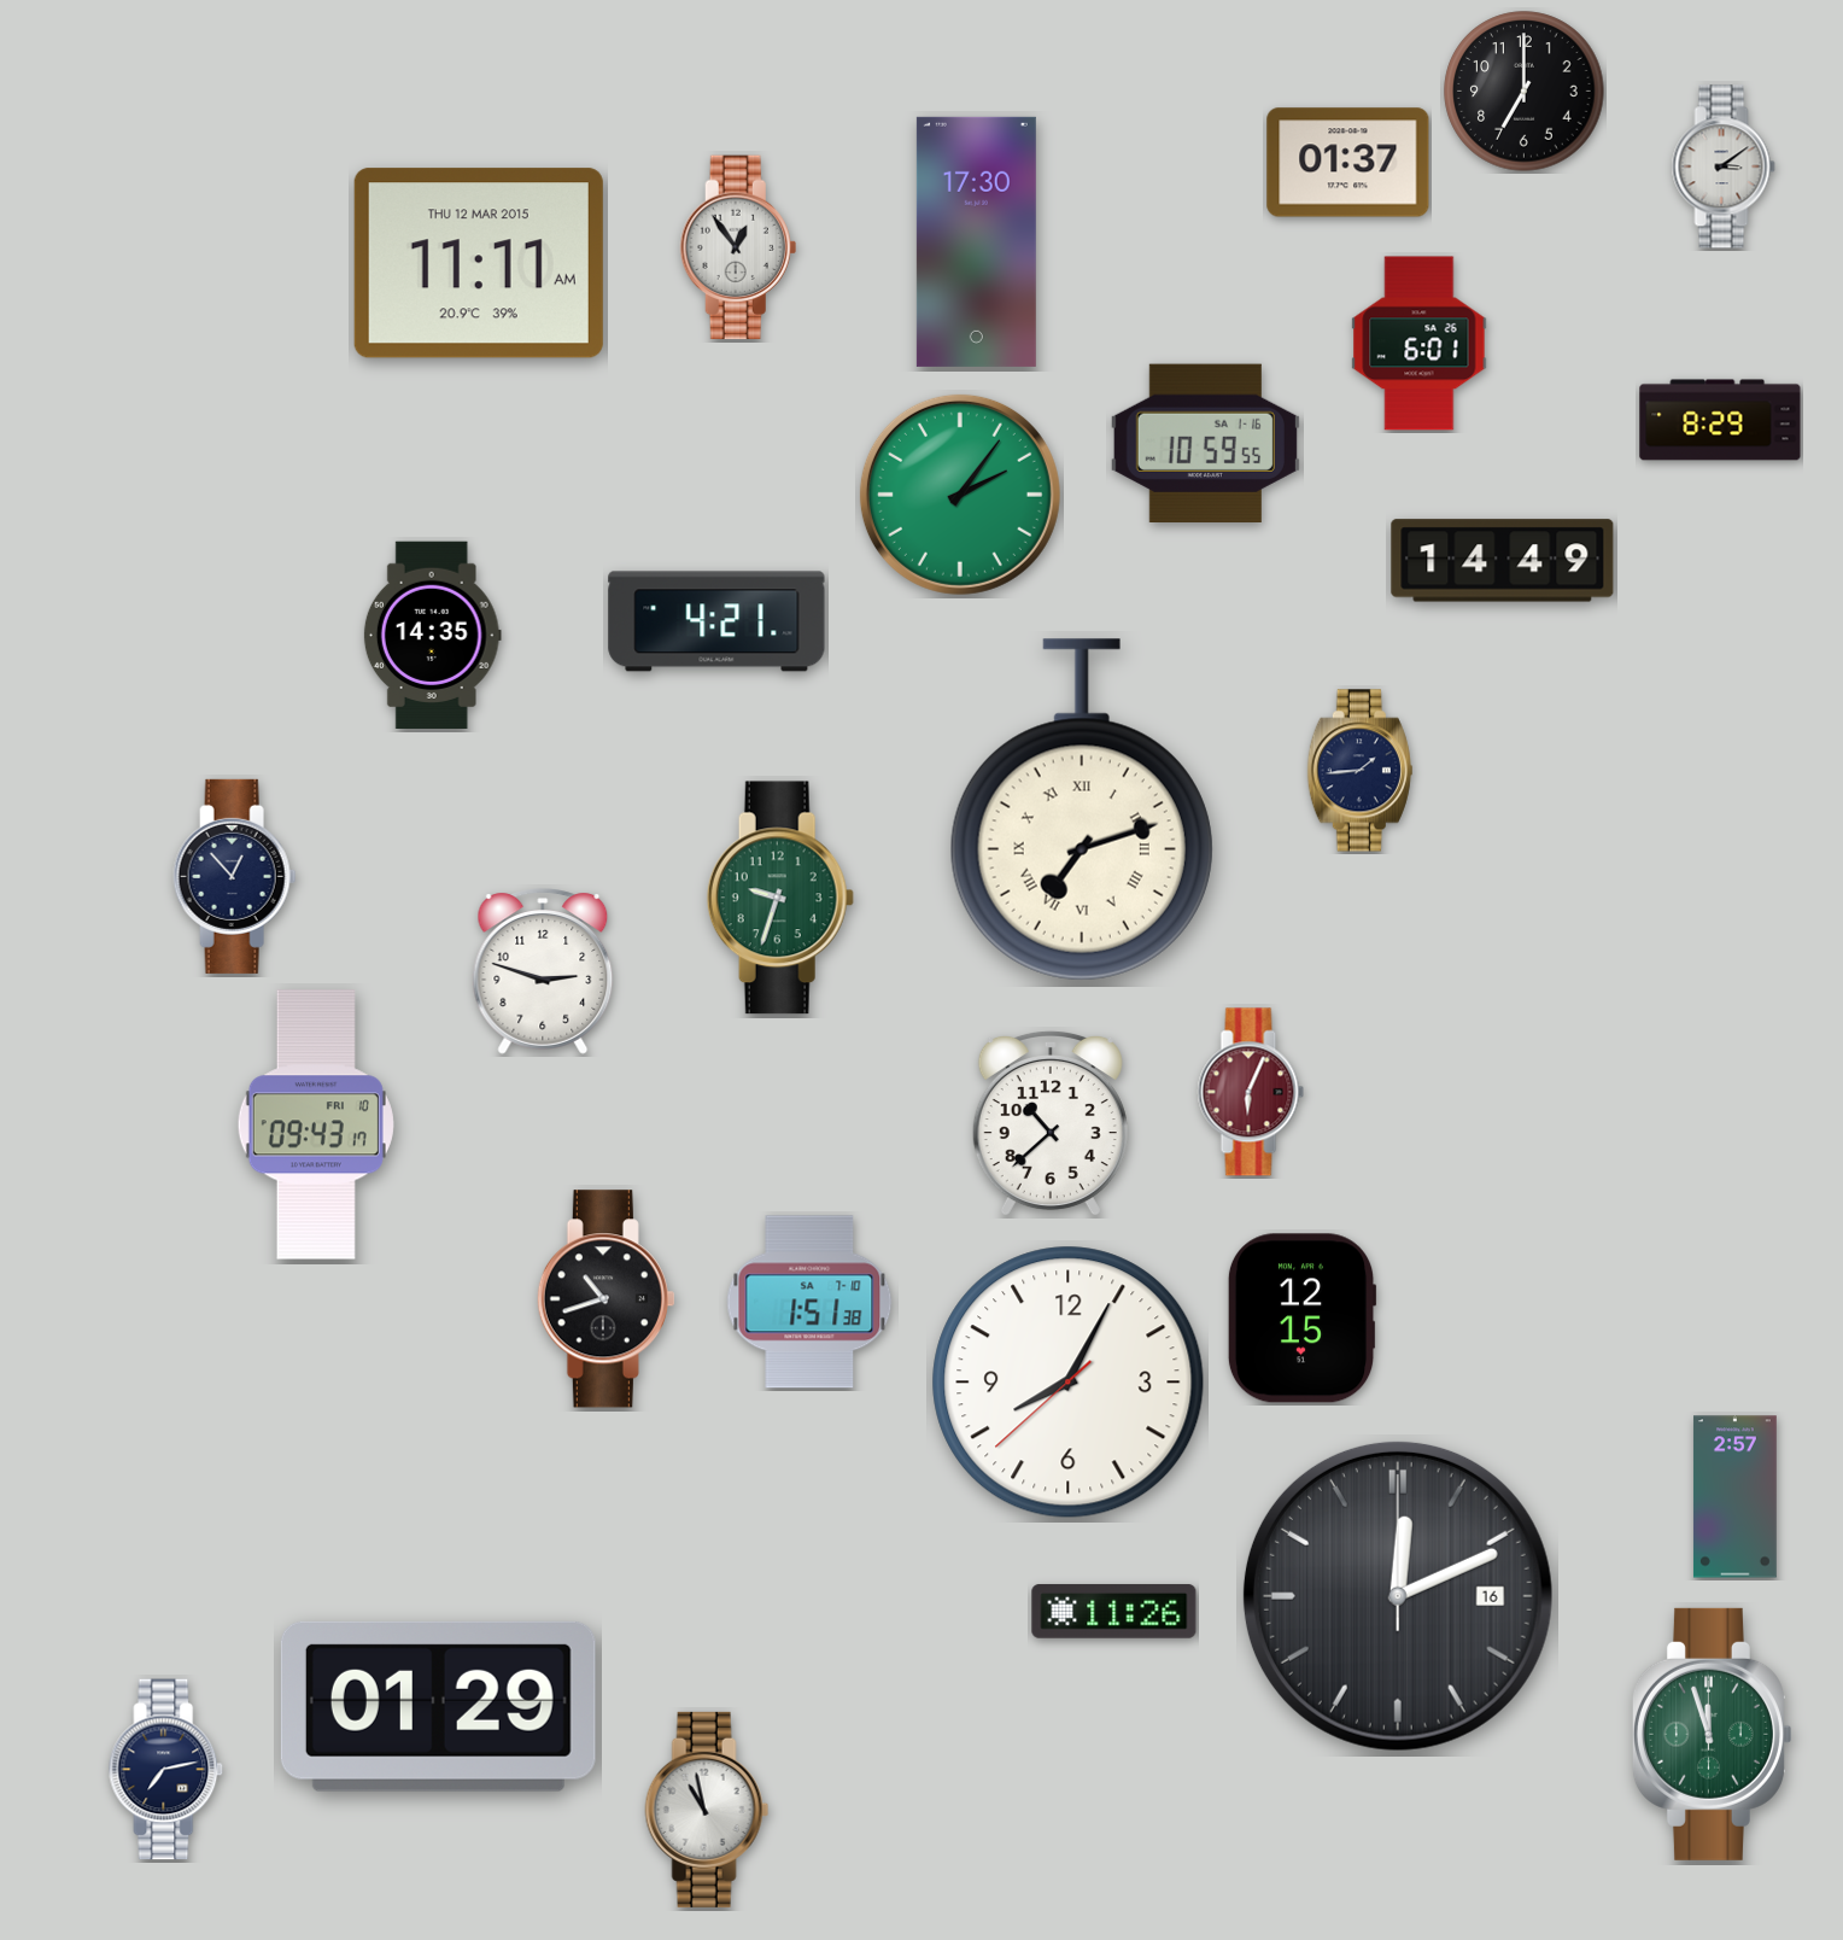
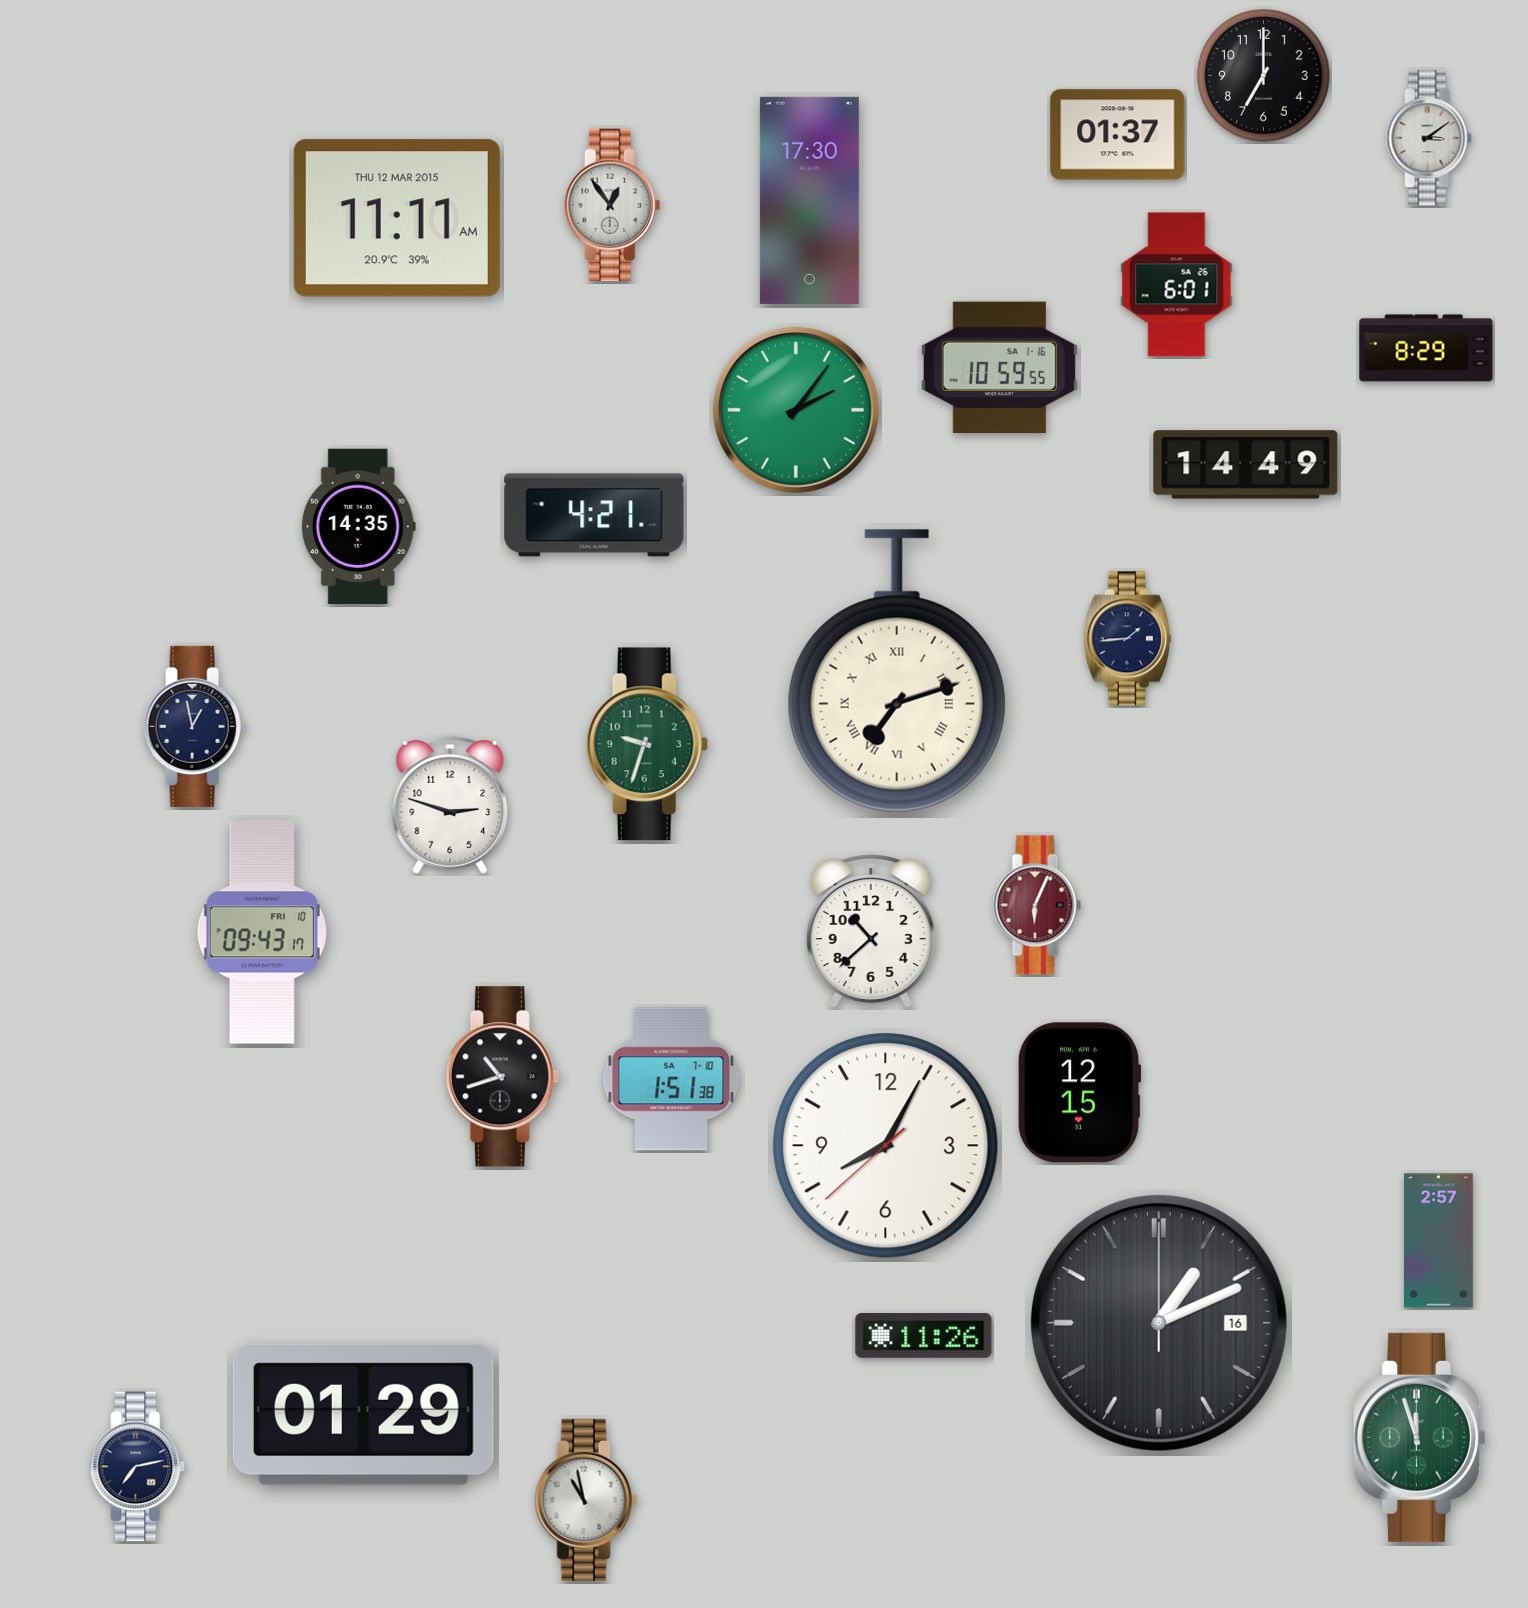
clock at (235, 876): 12:53 -> 12:58
clock at (1398, 1596): 12:11 -> 1:11
